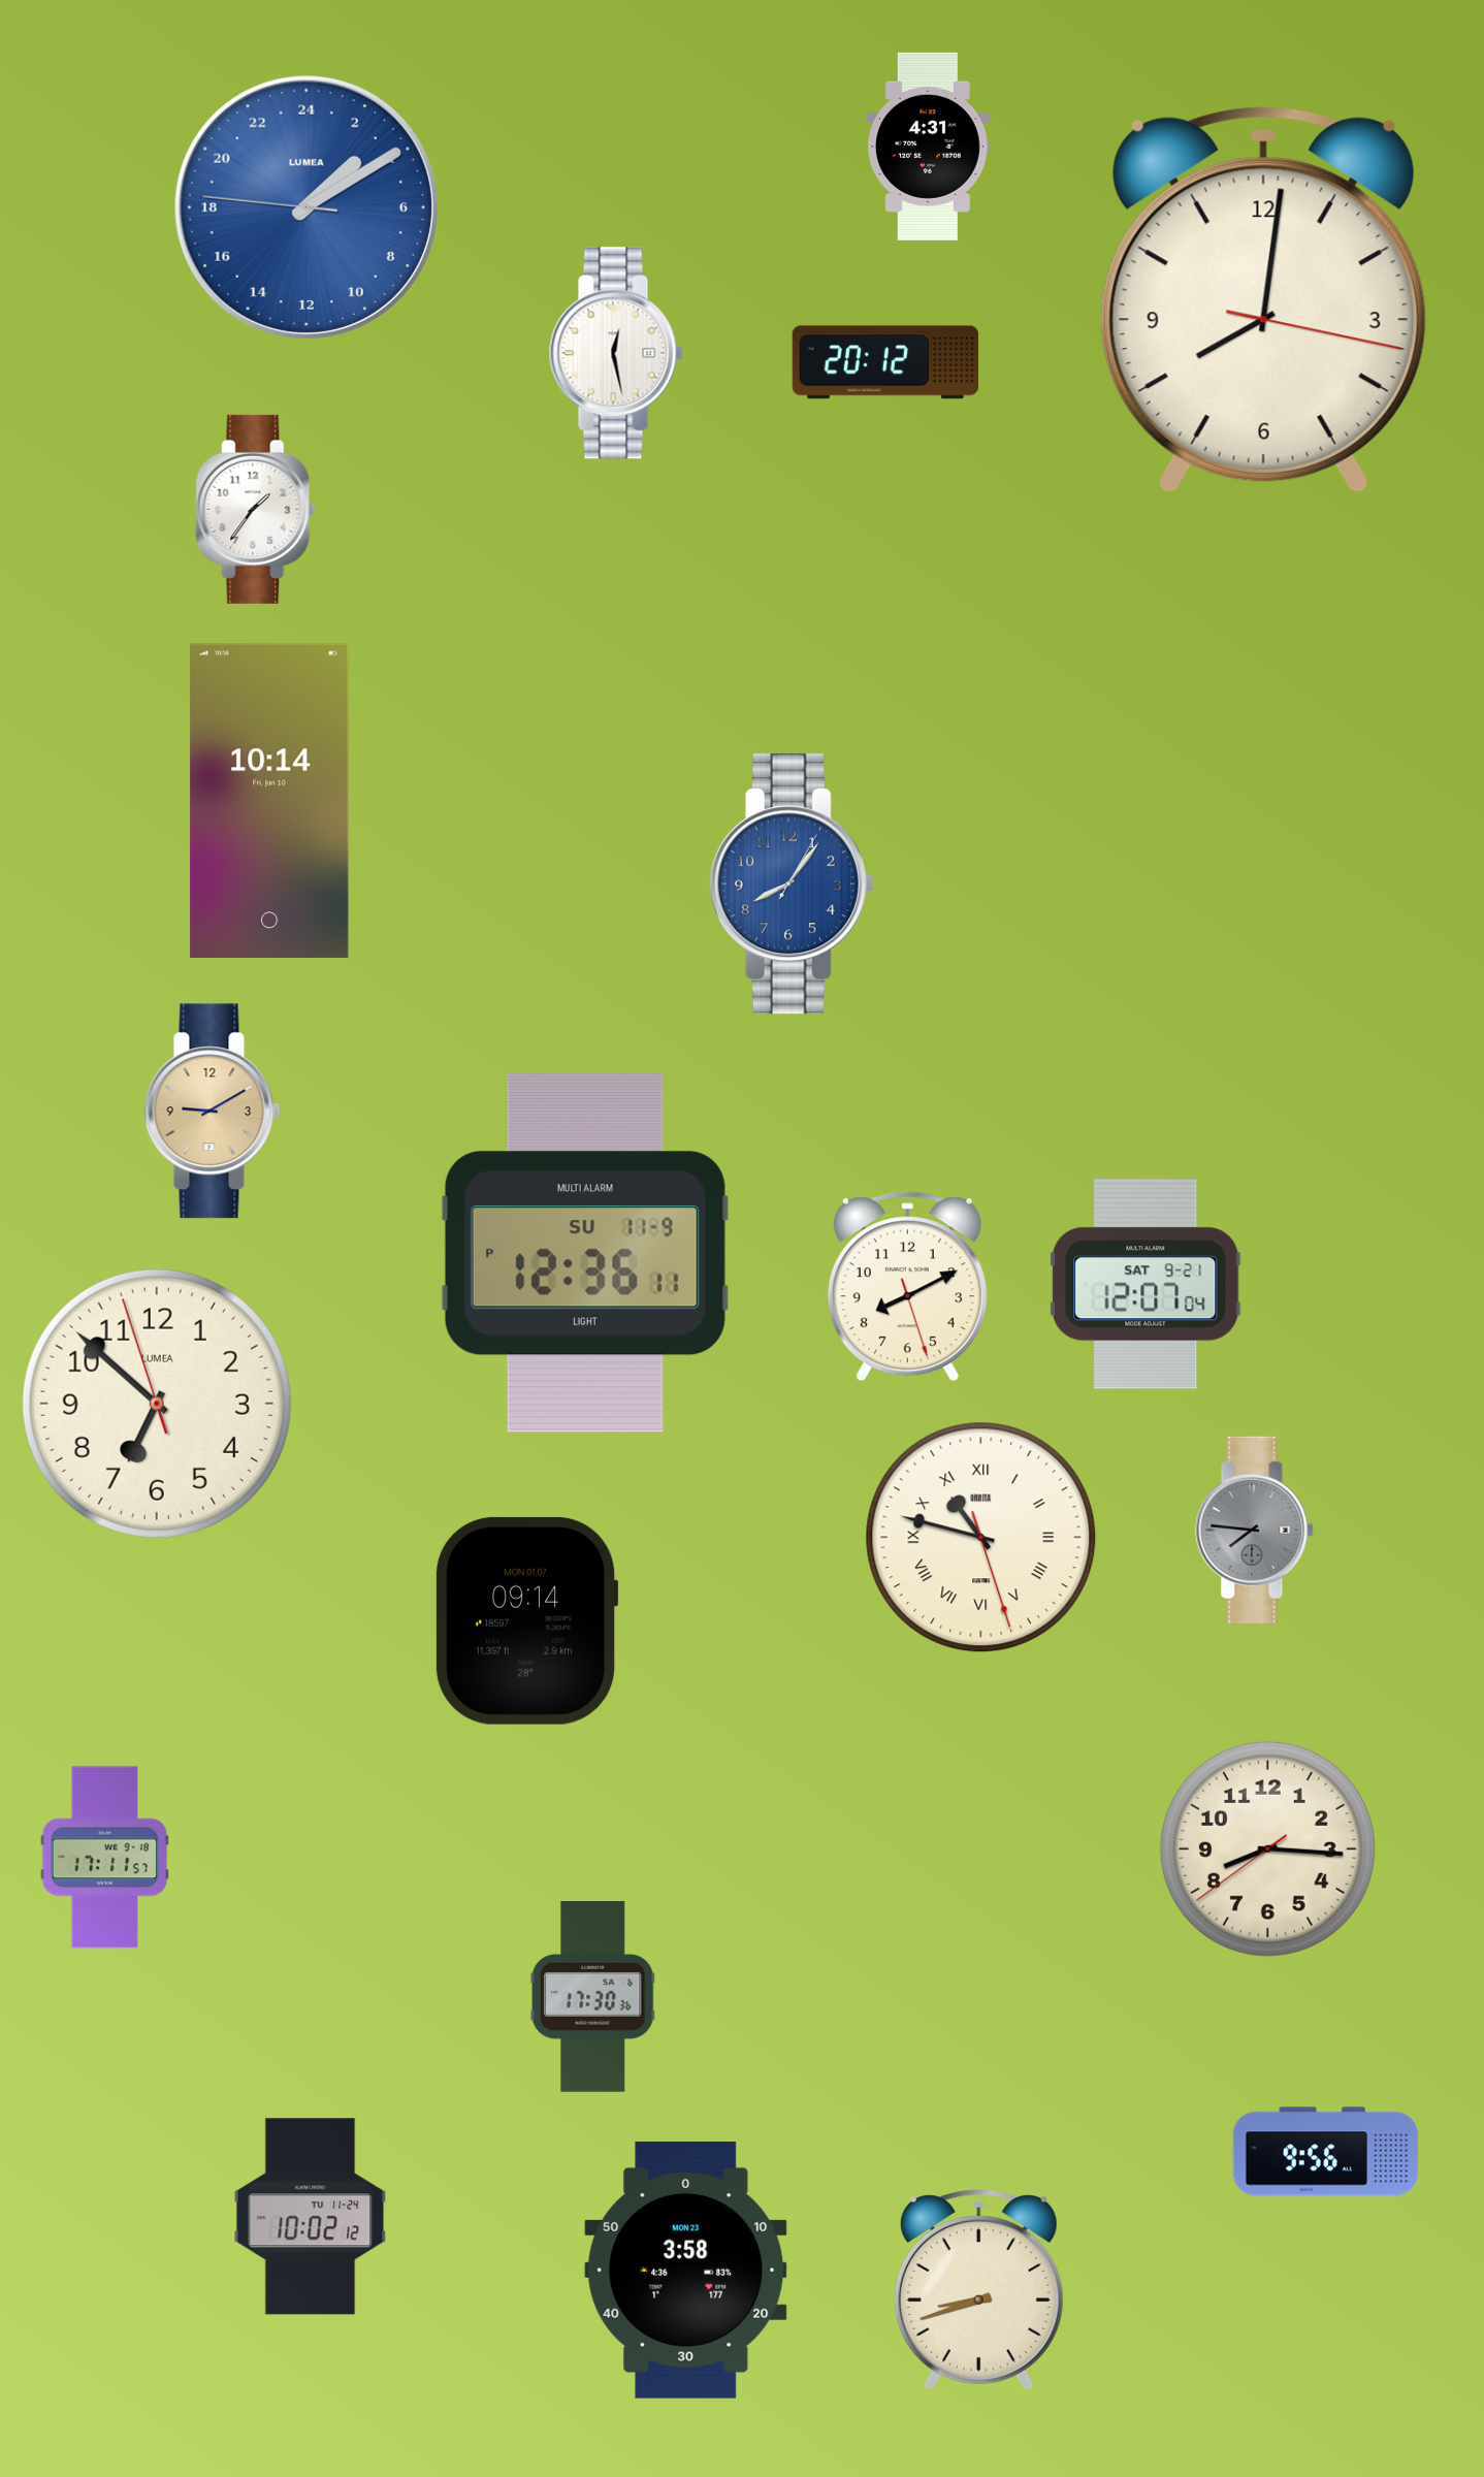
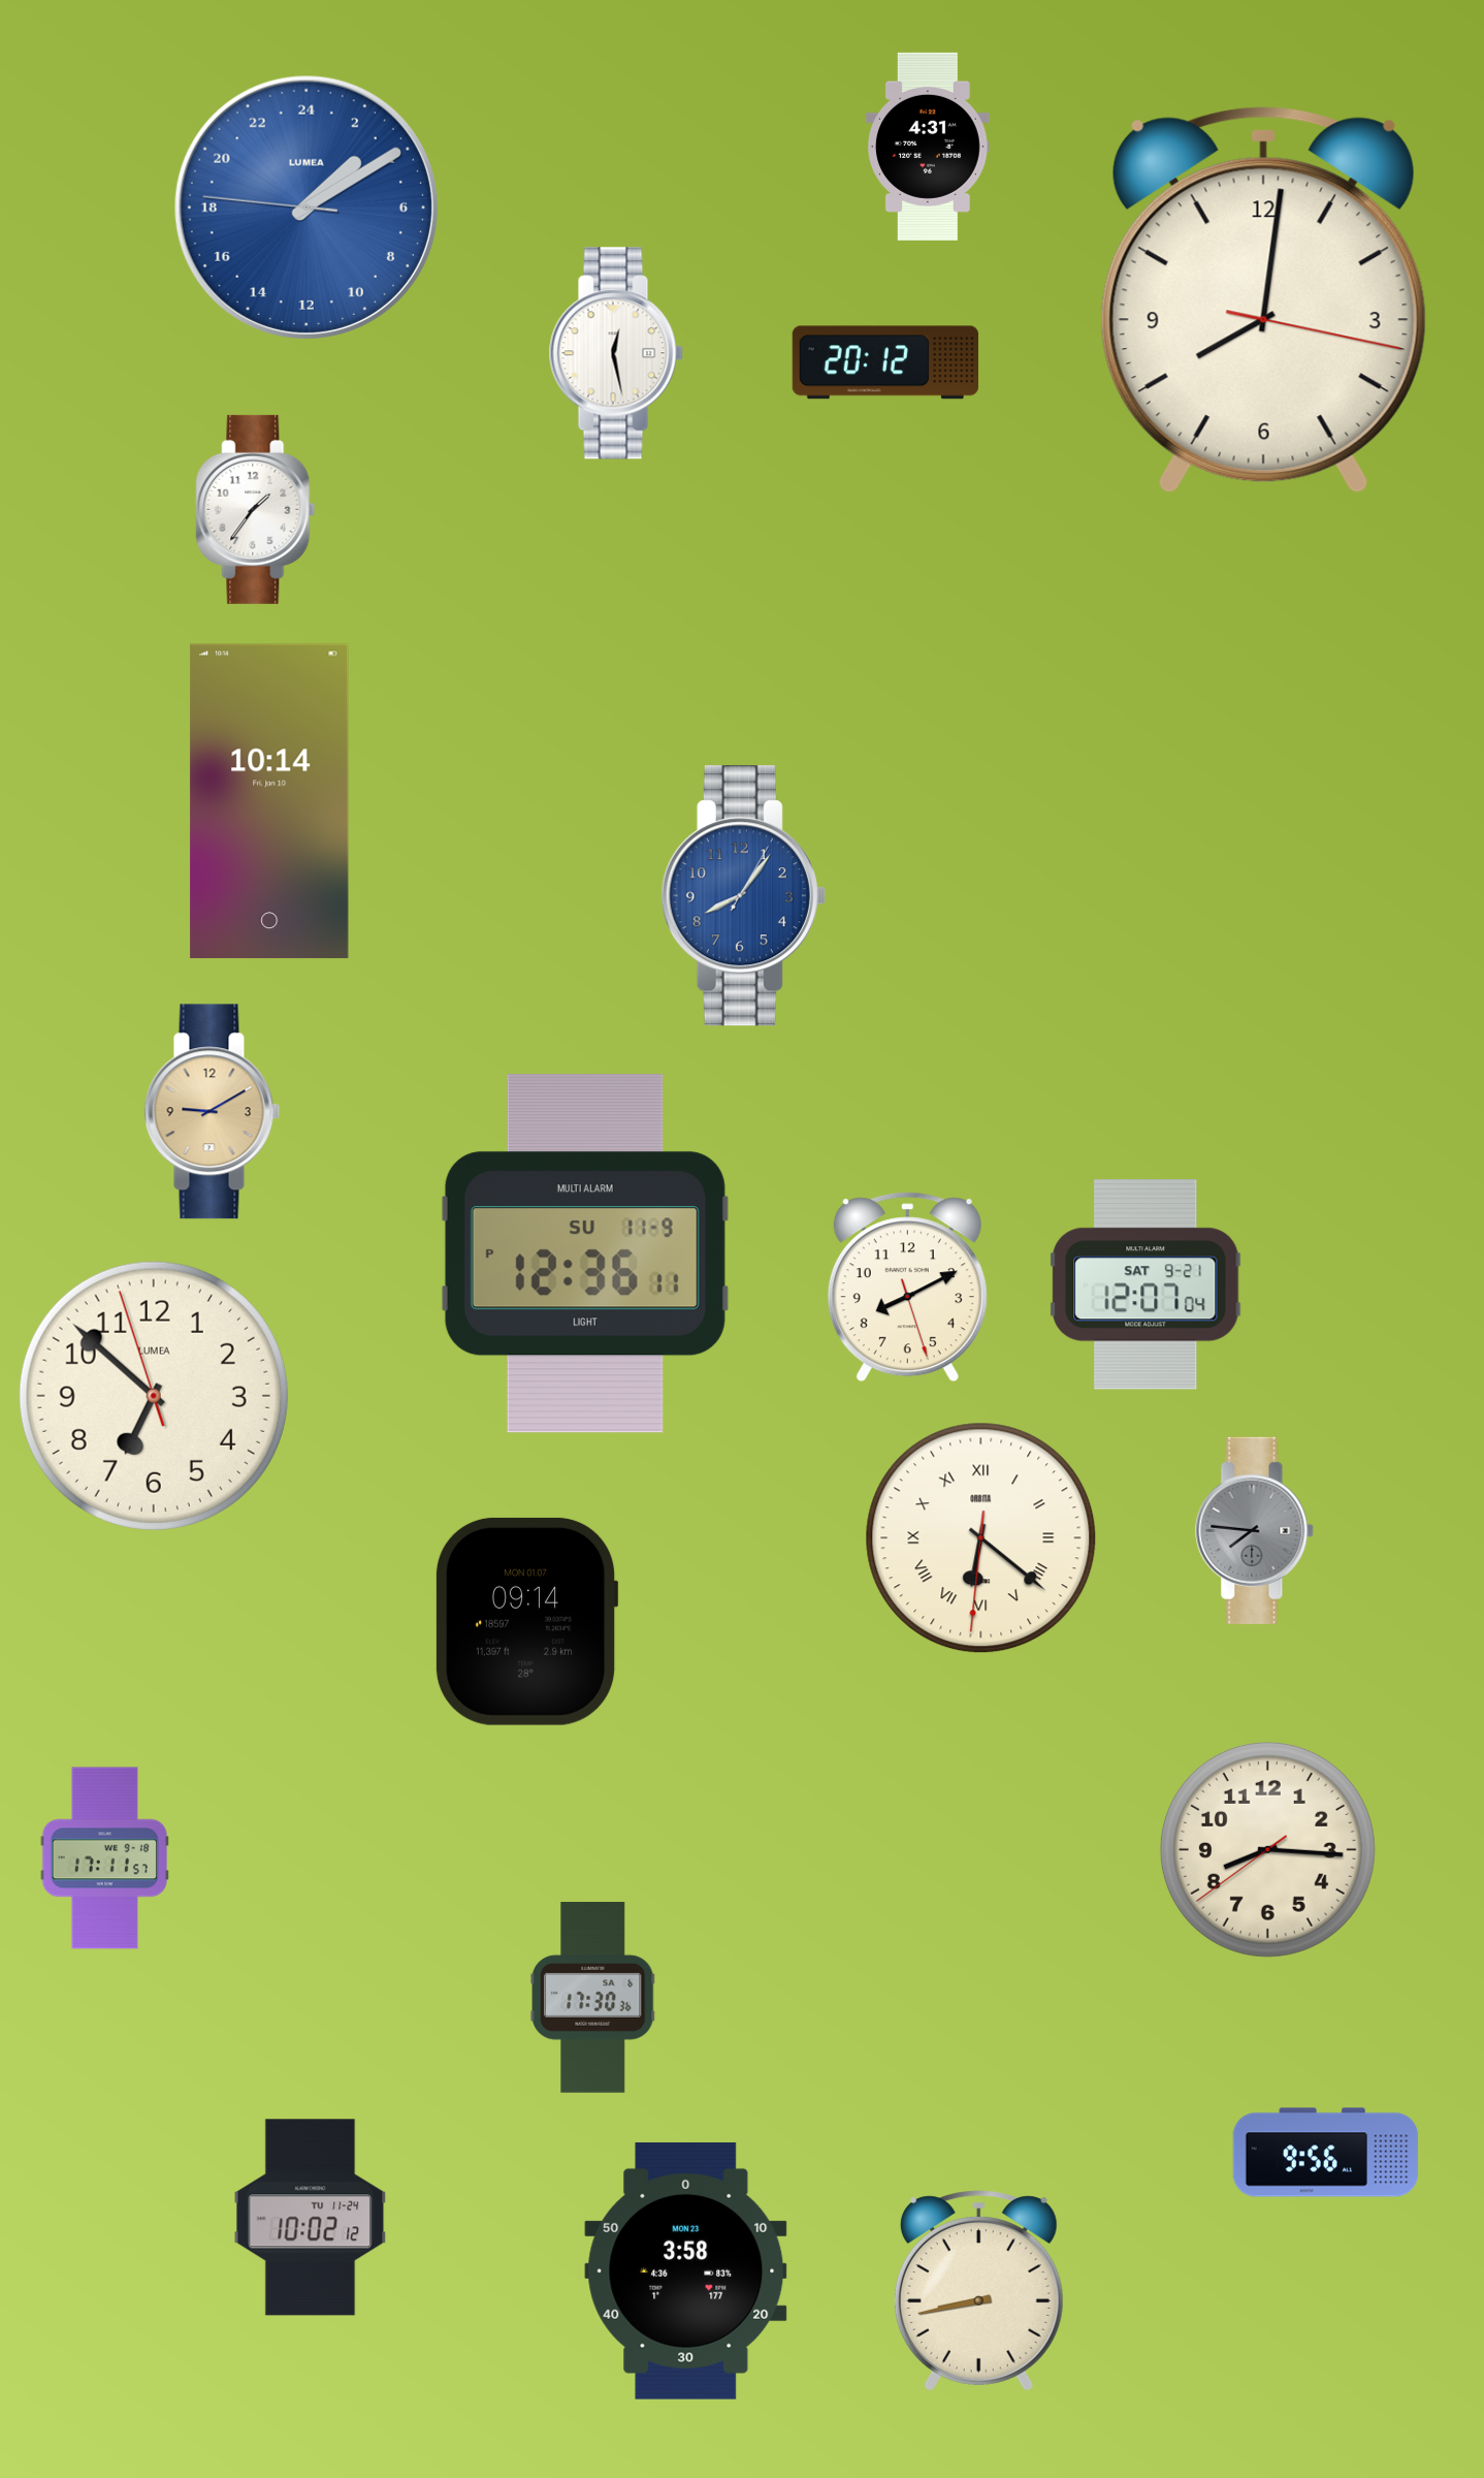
clock at (792, 884) position: (792, 884) -> (743, 896)
clock at (157, 1404) position: (157, 1404) -> (154, 1396)
clock at (981, 1538): 10:47 -> 6:21
clock at (978, 2290): 8:42 -> 8:43
